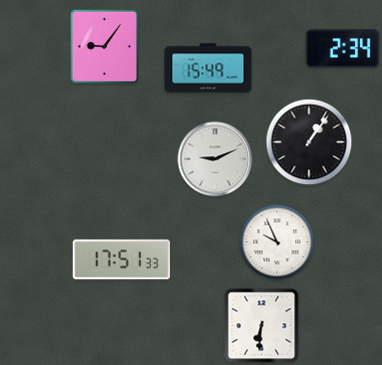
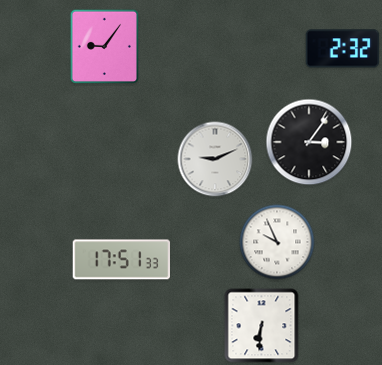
clock at (343, 49): 2:34 -> 2:32
clock at (208, 68): 15:49 -> none
clock at (309, 142): 1:06 -> 3:06
